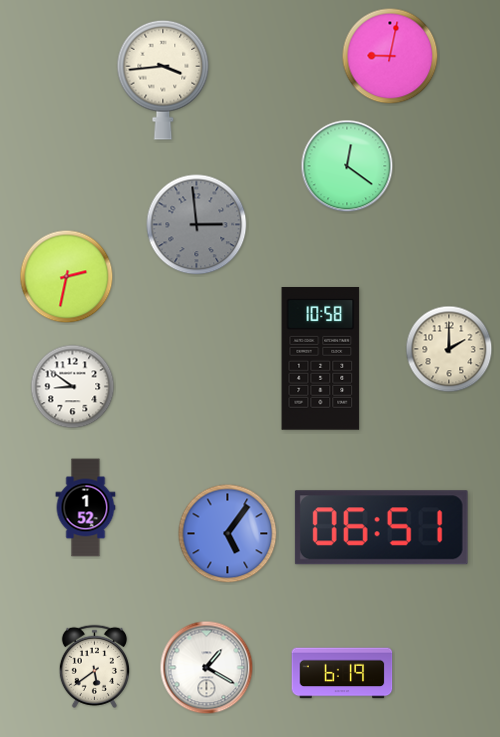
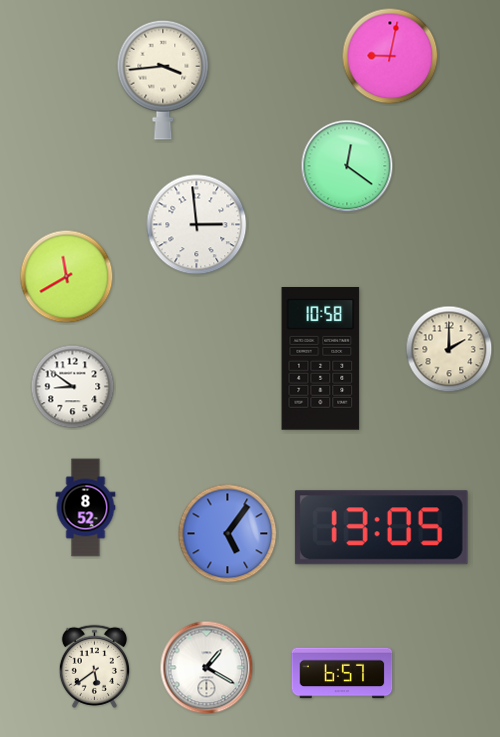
clock at (197, 225) dial: grey -> white
clock at (67, 277): 2:32 -> 11:40
clock at (86, 508): 1:52 -> 8:52
clock at (381, 528): 06:51 -> 13:05
clock at (342, 673): 6:19 -> 6:57
